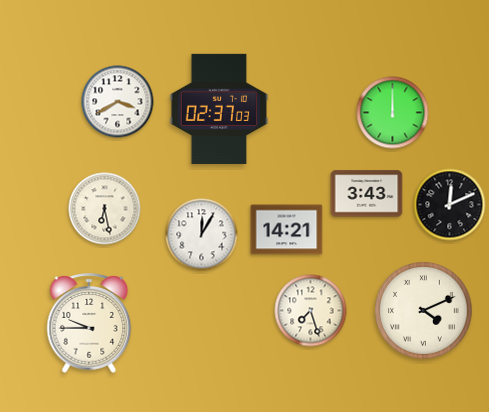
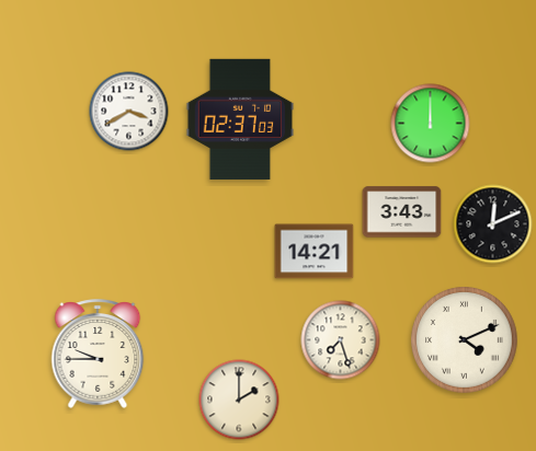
clock at (105, 209): 6:28 -> none
clock at (202, 235): 12:05 -> none
clock at (239, 400): none -> 2:00
